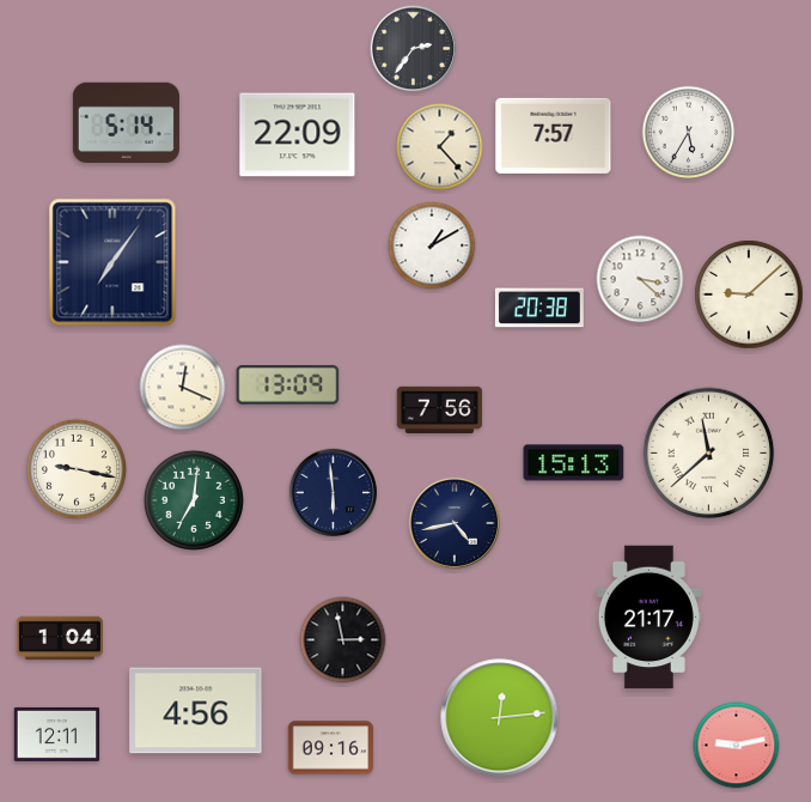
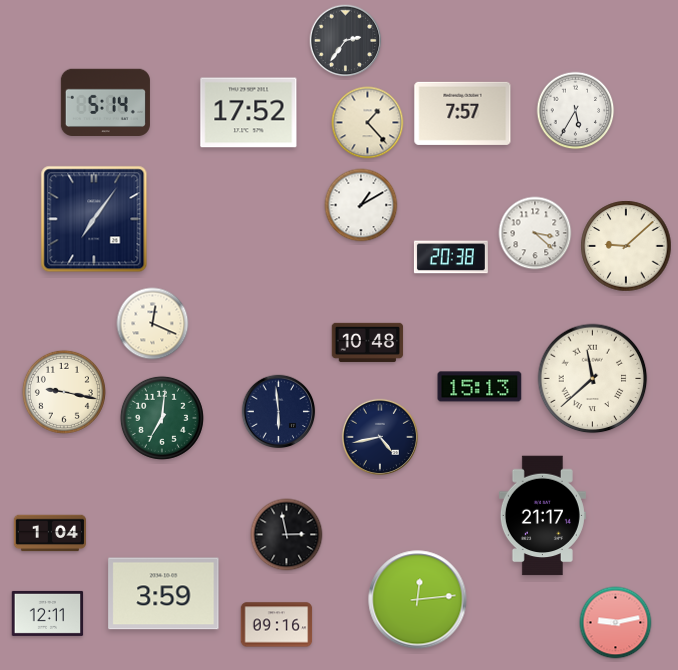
clock at (298, 135): 22:09 -> 17:52
clock at (288, 385): 13:09 -> none
clock at (440, 409): 7:56 -> 10:48
clock at (196, 711): 4:56 -> 3:59
